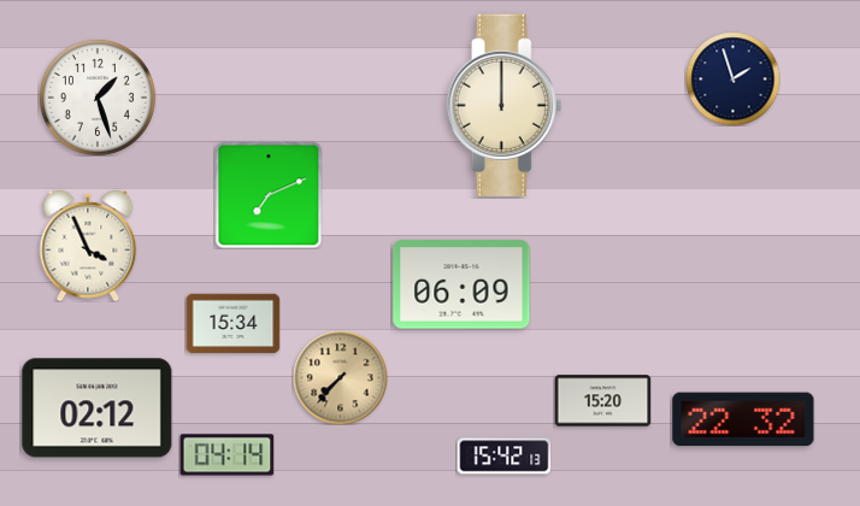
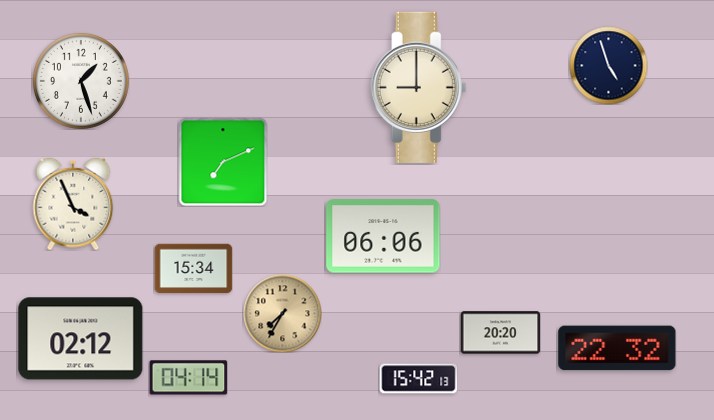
clock at (732, 78): 1:57 -> 4:57
clock at (505, 105): 12:00 -> 9:00
clock at (461, 284): 06:09 -> 06:06
clock at (340, 377): 7:37 -> 7:35
clock at (602, 401): 15:20 -> 20:20
